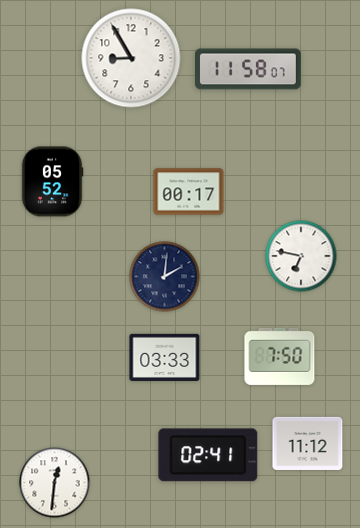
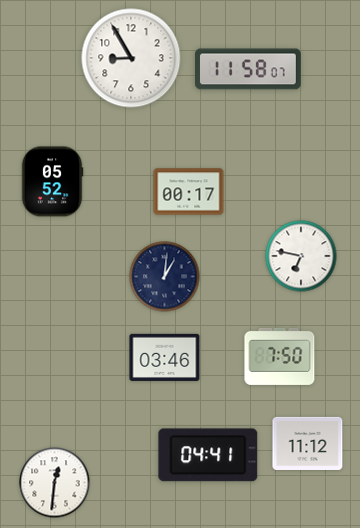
clock at (165, 277): 2:01 -> 1:01
clock at (165, 357): 03:33 -> 03:46
clock at (208, 455): 02:41 -> 04:41
